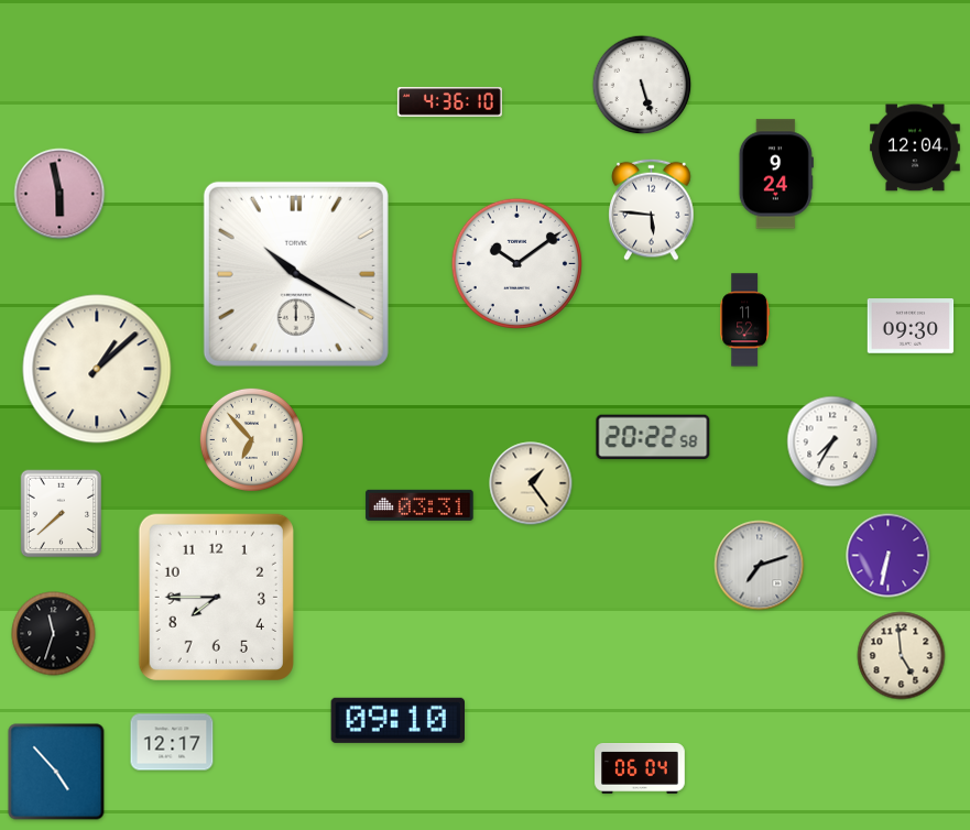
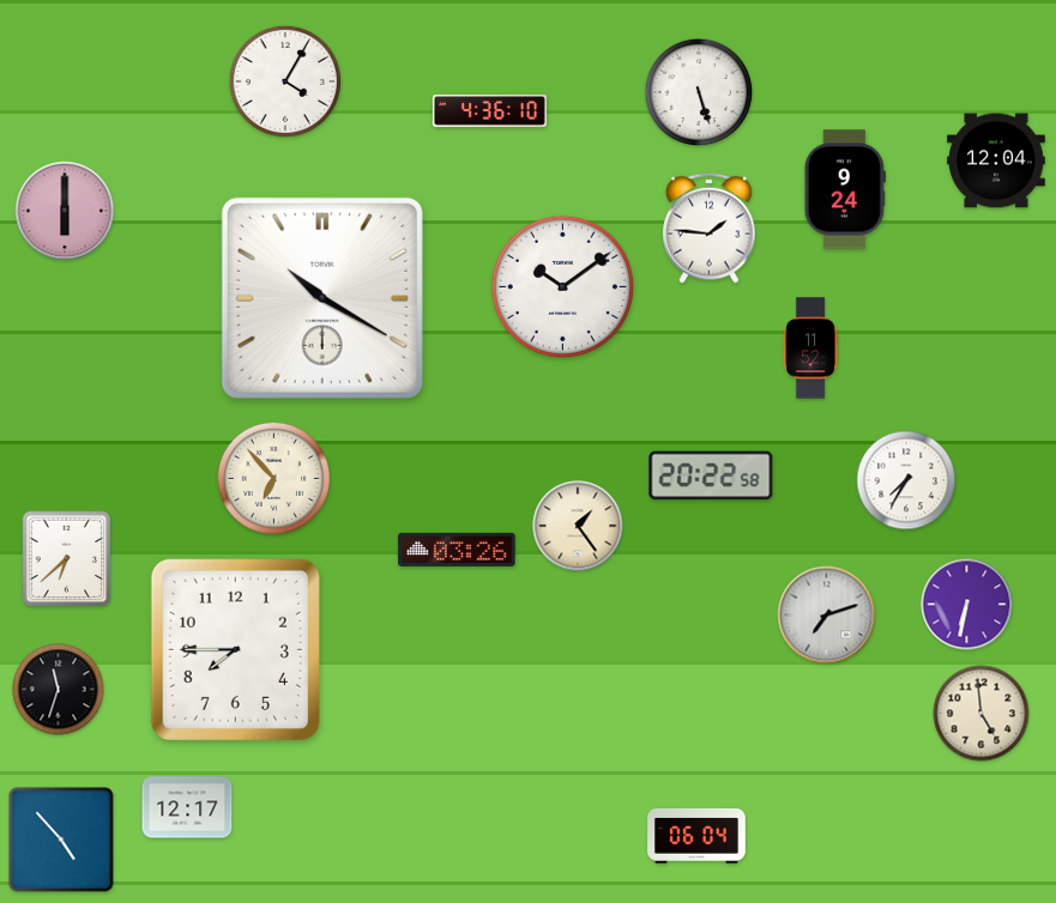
clock at (285, 81): none -> 4:05
clock at (59, 194): 5:58 -> 6:00
clock at (652, 209): 5:46 -> 1:46
clock at (911, 326): 09:30 -> none
clock at (97, 369): 1:08 -> none
clock at (419, 505): 03:31 -> 03:26
clock at (62, 514): 7:38 -> 6:38
clock at (397, 720): 09:10 -> none
